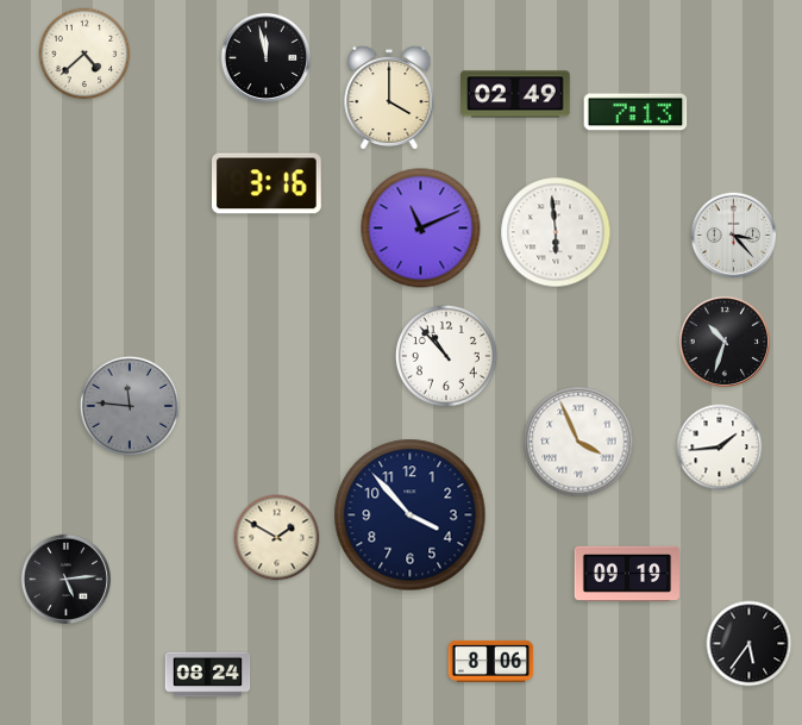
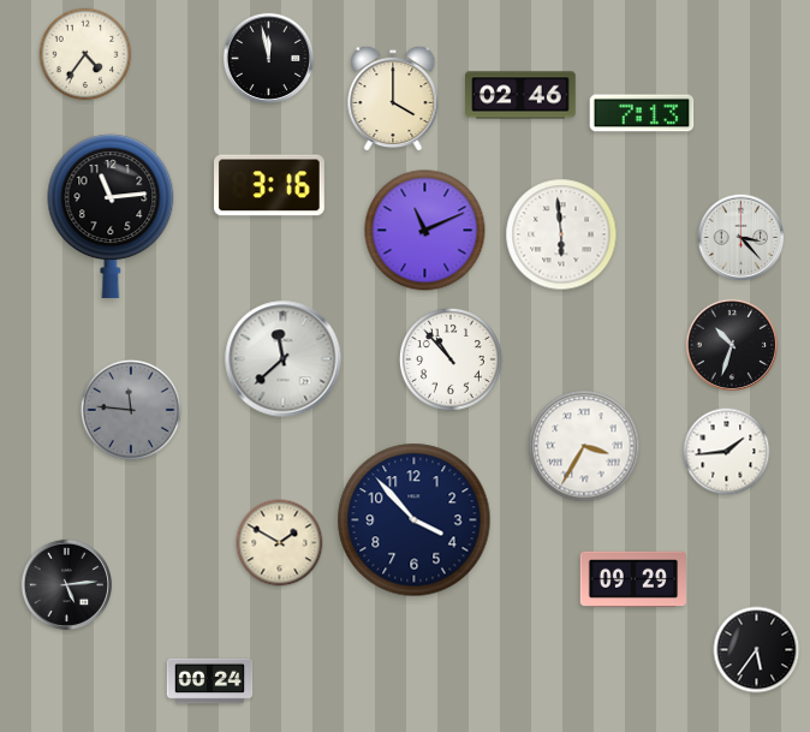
clock at (84, 54): 4:38 -> 4:36
clock at (516, 94): 02:49 -> 02:46
clock at (111, 216): none -> 11:14
clock at (284, 359): none -> 11:38
clock at (578, 442): 3:56 -> 3:35
clock at (626, 574): 09:19 -> 09:29
clock at (491, 661): 8:06 -> none
clock at (208, 675): 08:24 -> 00:24
